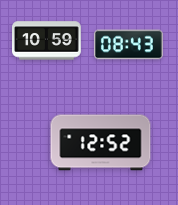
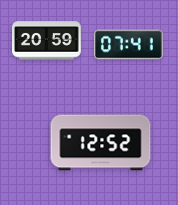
clock at (47, 41): 10:59 -> 20:59
clock at (128, 45): 08:43 -> 07:41
